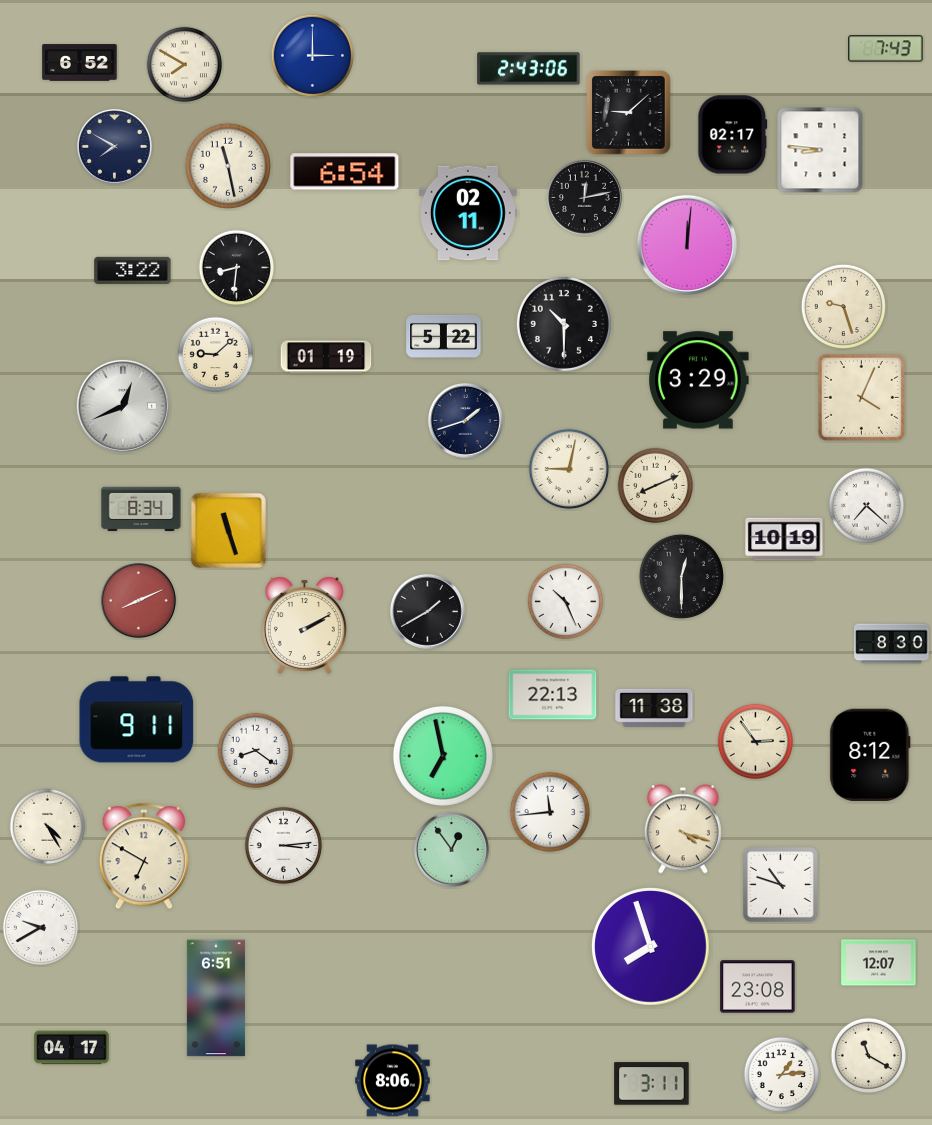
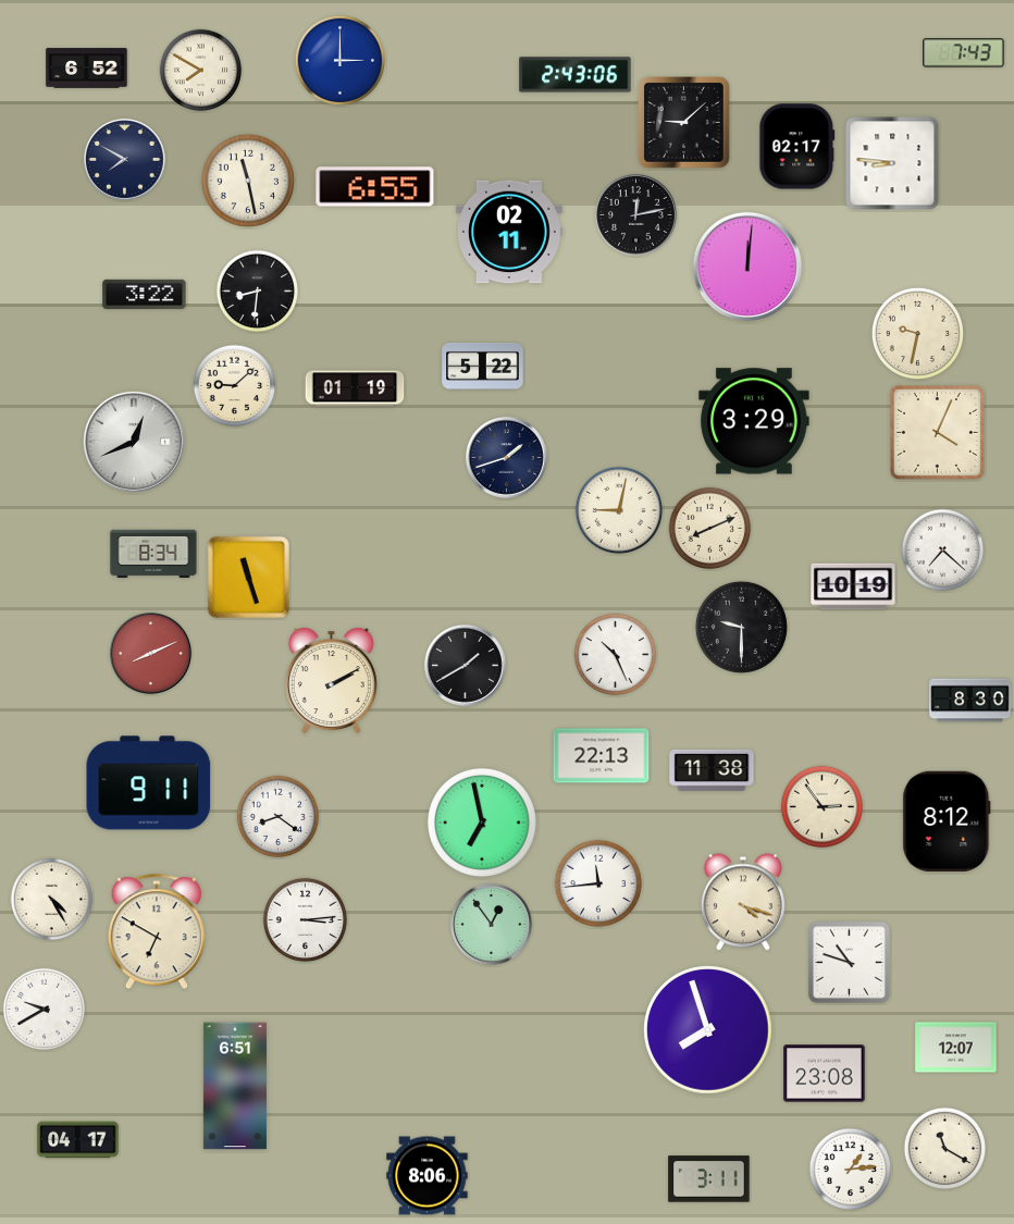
clock at (345, 172): 6:54 -> 6:55
clock at (843, 306): 9:27 -> 9:32
clock at (564, 324): 10:30 -> none
clock at (698, 380) position: (698, 380) -> (754, 421)
clock at (656, 486) position: (656, 486) -> (710, 529)
clock at (681, 576): 12:30 -> 9:30
clock at (283, 845) position: (283, 845) -> (305, 919)
